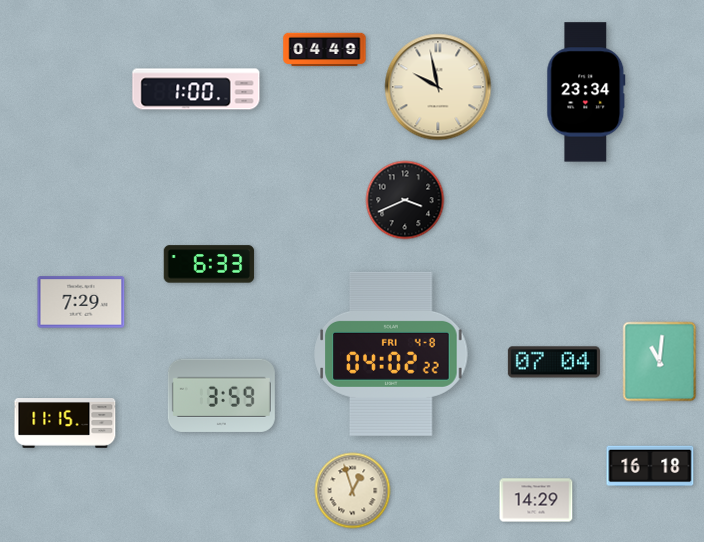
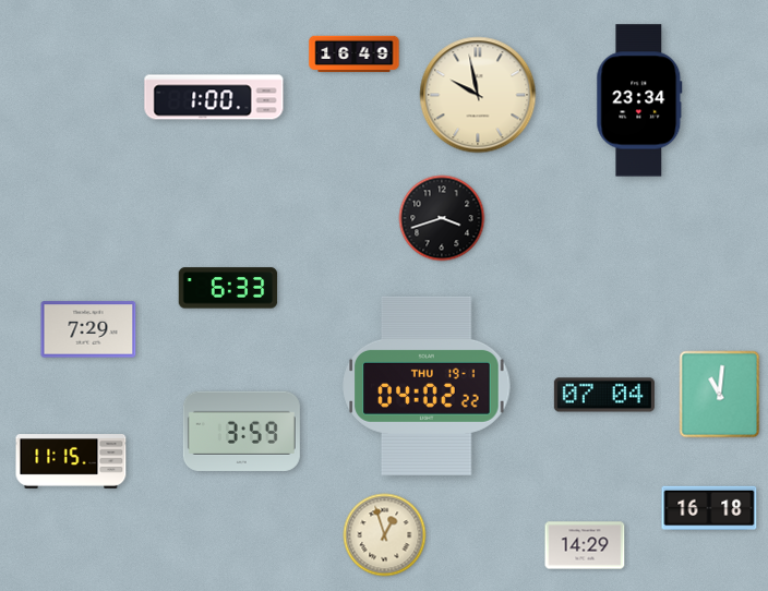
clock at (325, 50): 04:49 -> 16:49
clock at (405, 200): 3:41 -> 3:42
clock at (391, 354) date: FRI 4-8 -> THU 19-1
